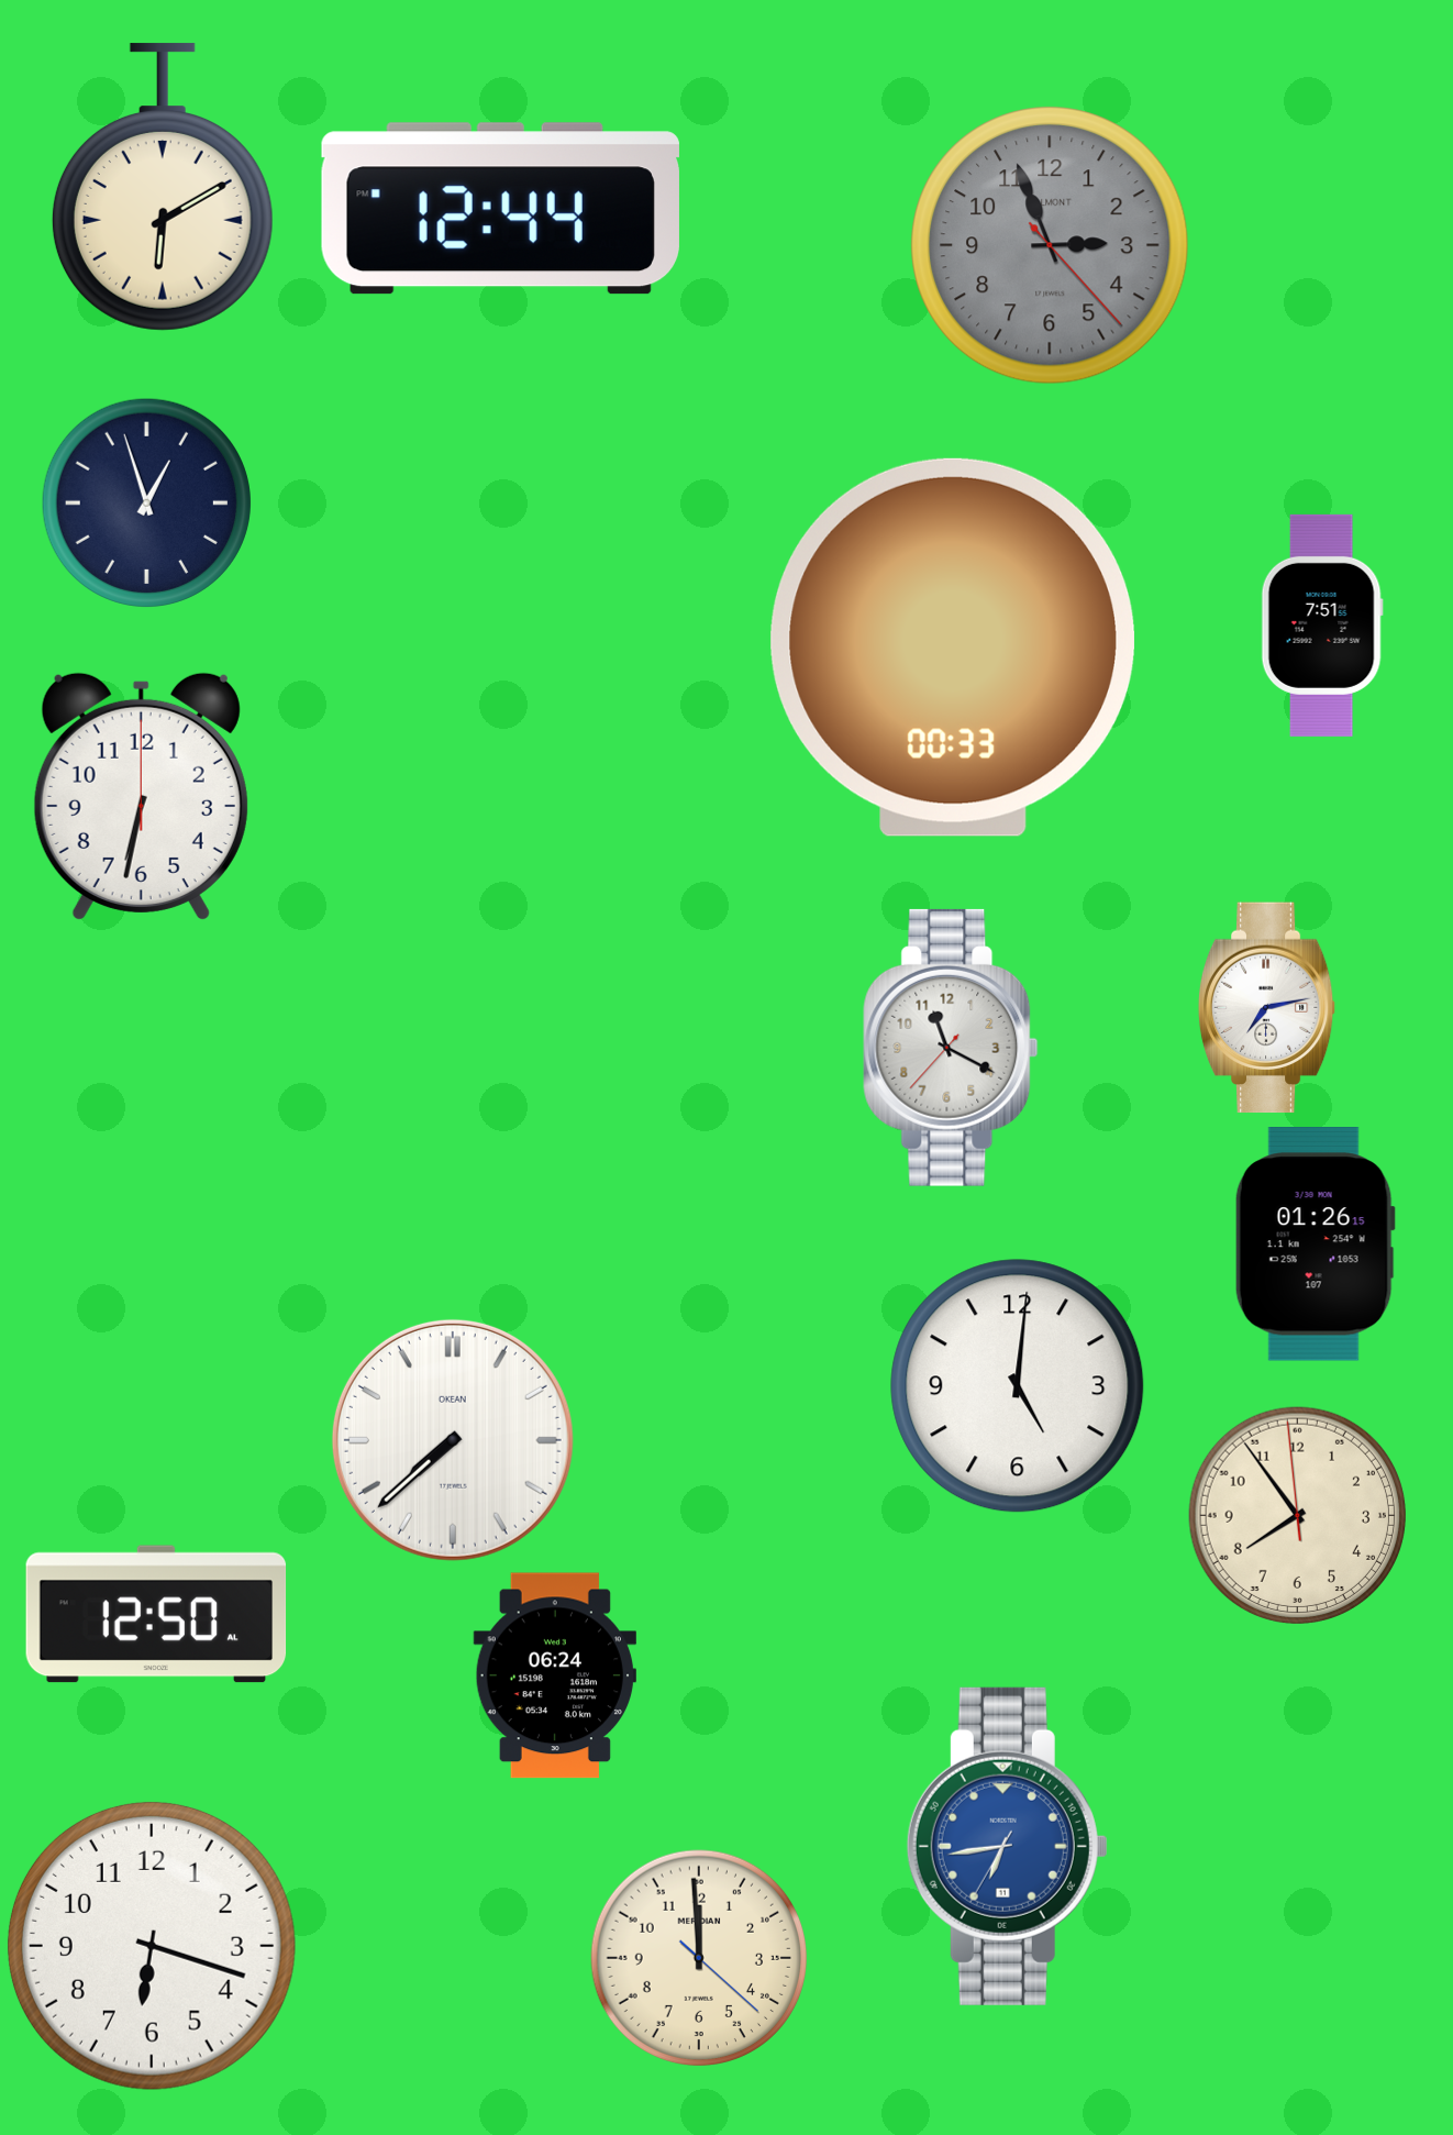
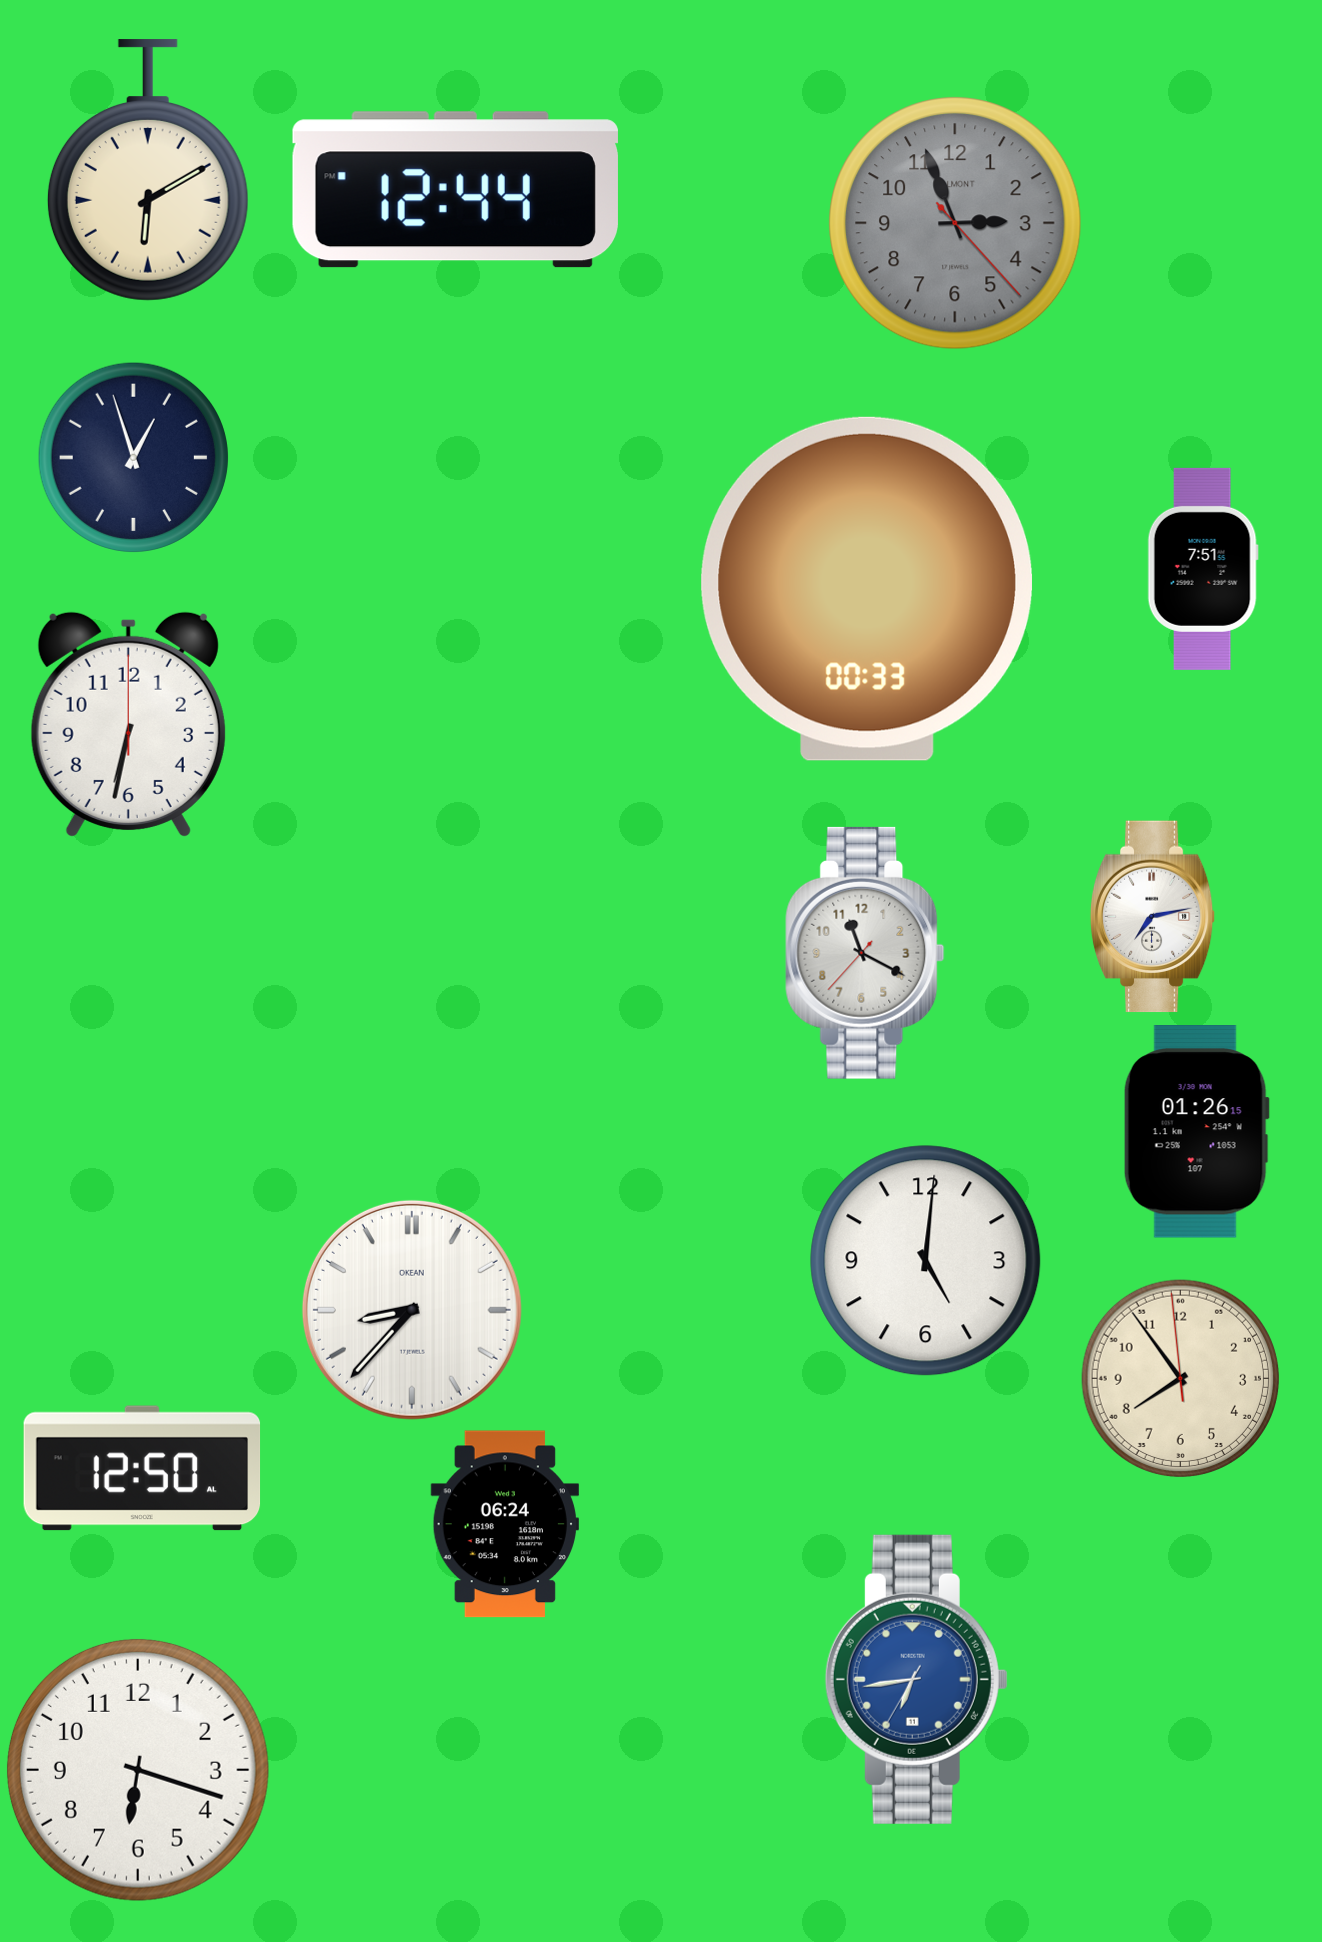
clock at (453, 1440): 7:38 -> 8:37
clock at (698, 1957): 11:59 -> none
